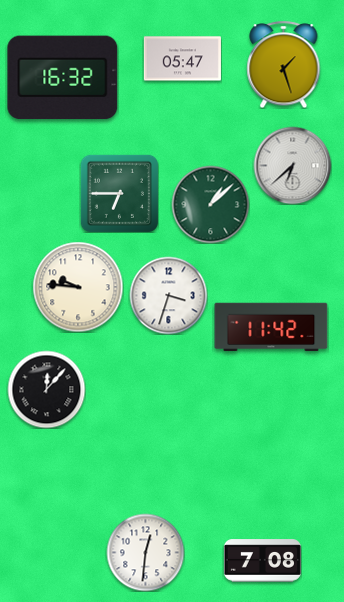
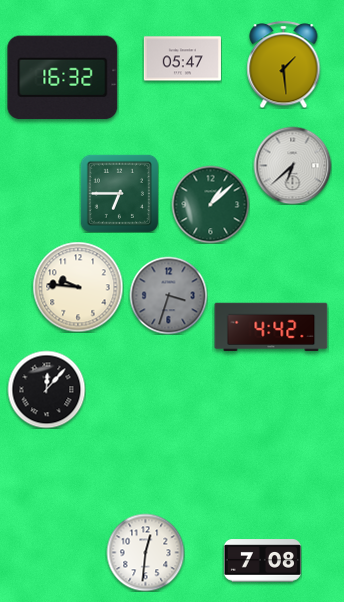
clock at (284, 64): 1:27 -> 1:29
clock at (168, 295) dial: white -> grey
clock at (271, 327): 11:42 -> 4:42
